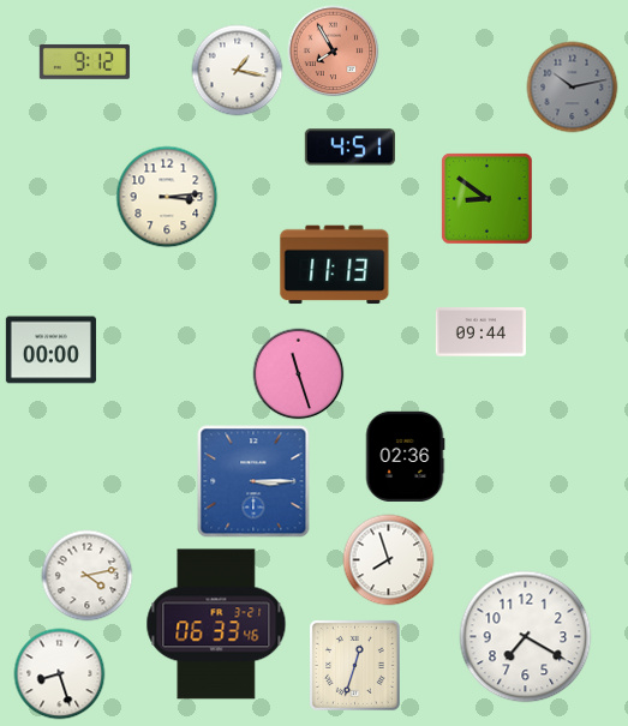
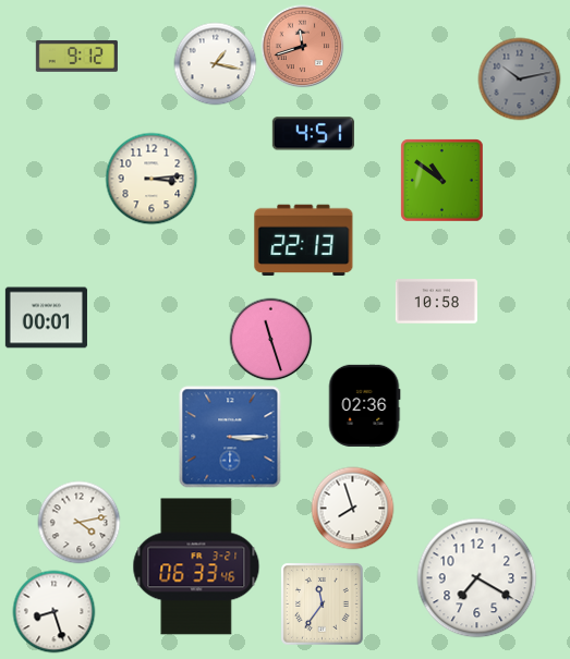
clock at (334, 52): 7:55 -> 11:42
clock at (349, 148) position: (349, 148) -> (313, 134)
clock at (488, 199): 8:51 -> 10:51
clock at (335, 265): 11:13 -> 22:13
clock at (480, 332): 09:44 -> 10:58
clock at (50, 350): 00:00 -> 00:01
clock at (405, 456) position: (405, 456) -> (364, 405)
clock at (354, 665): 12:33 -> 11:36
